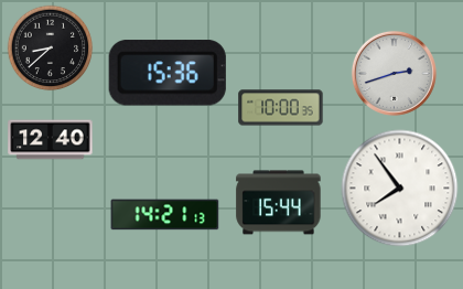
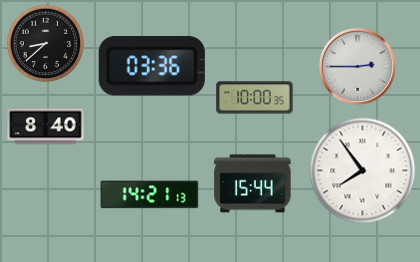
clock at (394, 73): 2:42 -> 2:45
clock at (168, 74): 15:36 -> 03:36
clock at (51, 140): 12:40 -> 8:40
